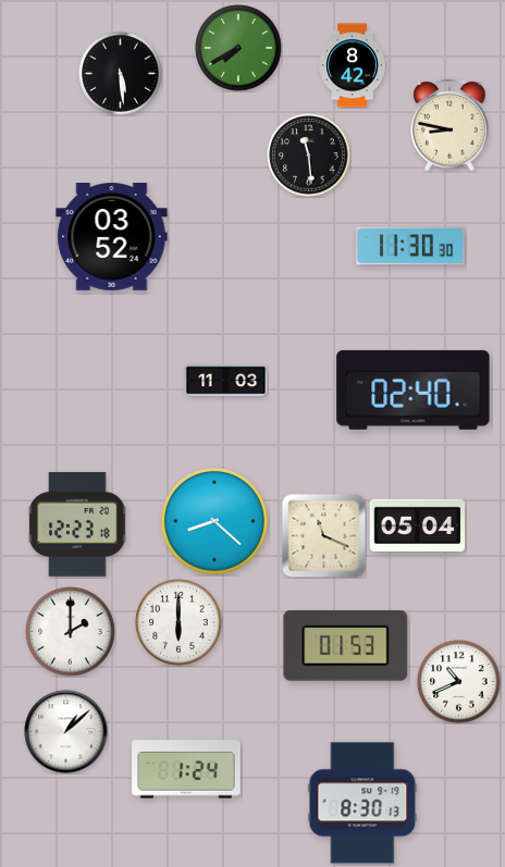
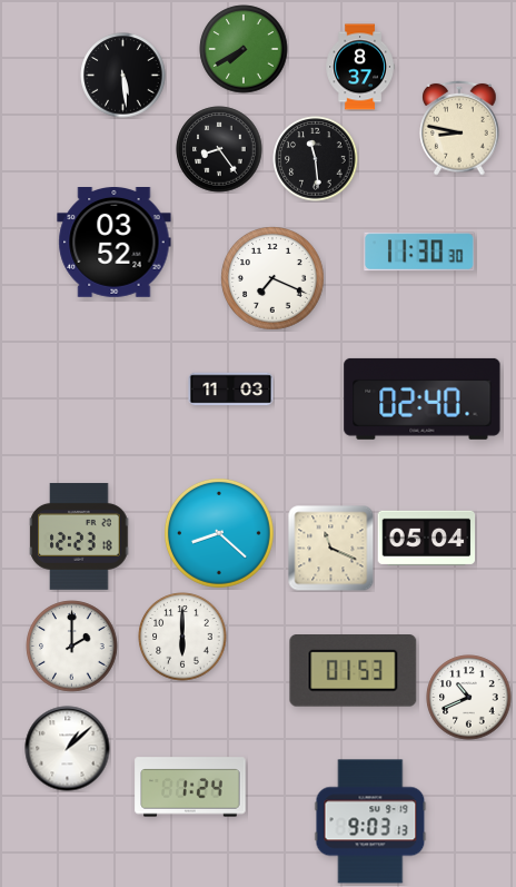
clock at (353, 65): 8:42 -> 8:37
clock at (219, 149): none -> 8:24
clock at (272, 278): none -> 7:19
clock at (346, 646) position: (346, 646) -> (354, 671)
clock at (362, 803): 8:30 -> 9:03
